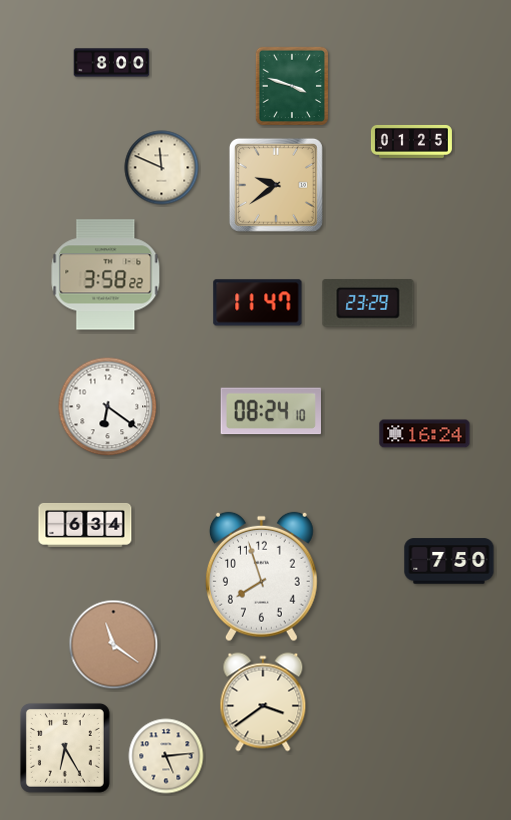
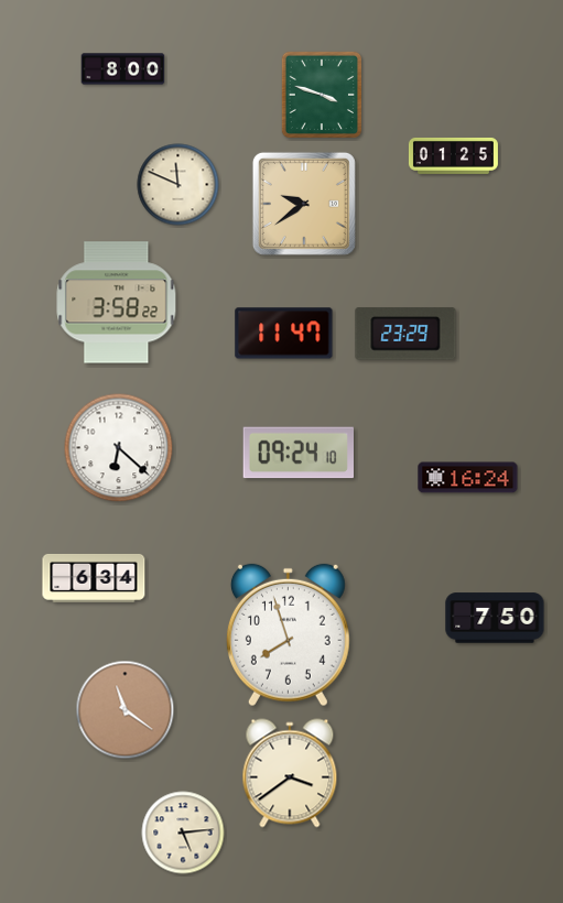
clock at (108, 407): 6:21 -> 6:22
clock at (270, 411): 08:24 -> 09:24
clock at (65, 748): 6:25 -> none
